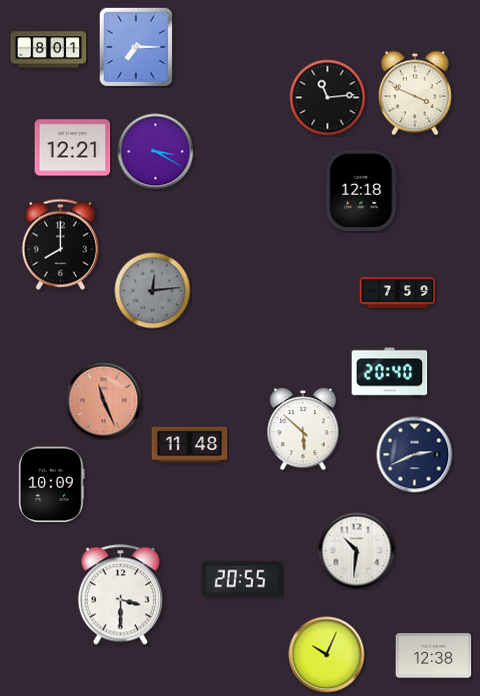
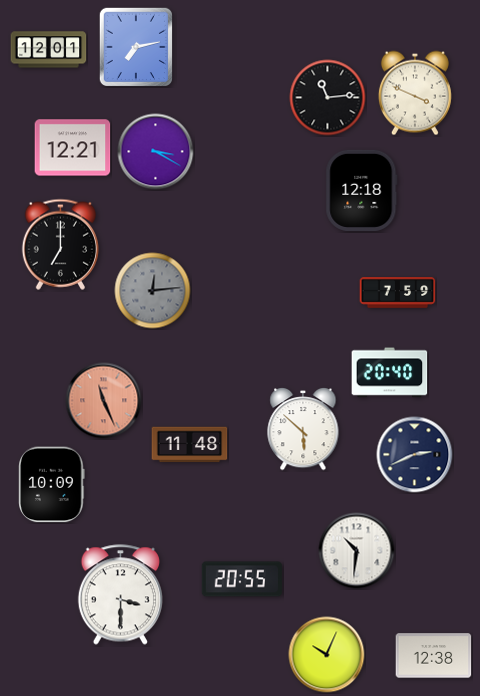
clock at (135, 46): 7:15 -> 7:13
clock at (49, 50): 8:01 -> 12:01
clock at (60, 244): 8:00 -> 7:00
